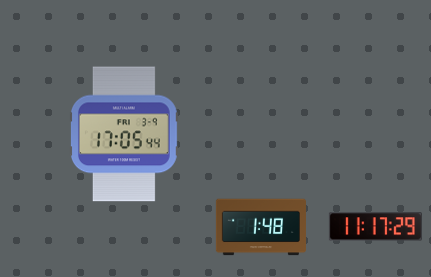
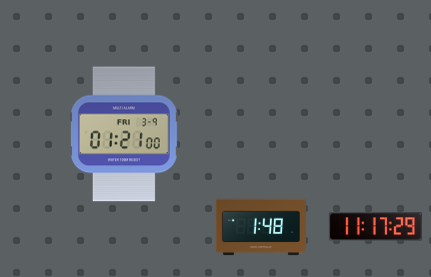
clock at (124, 134): 17:05 -> 01:21
